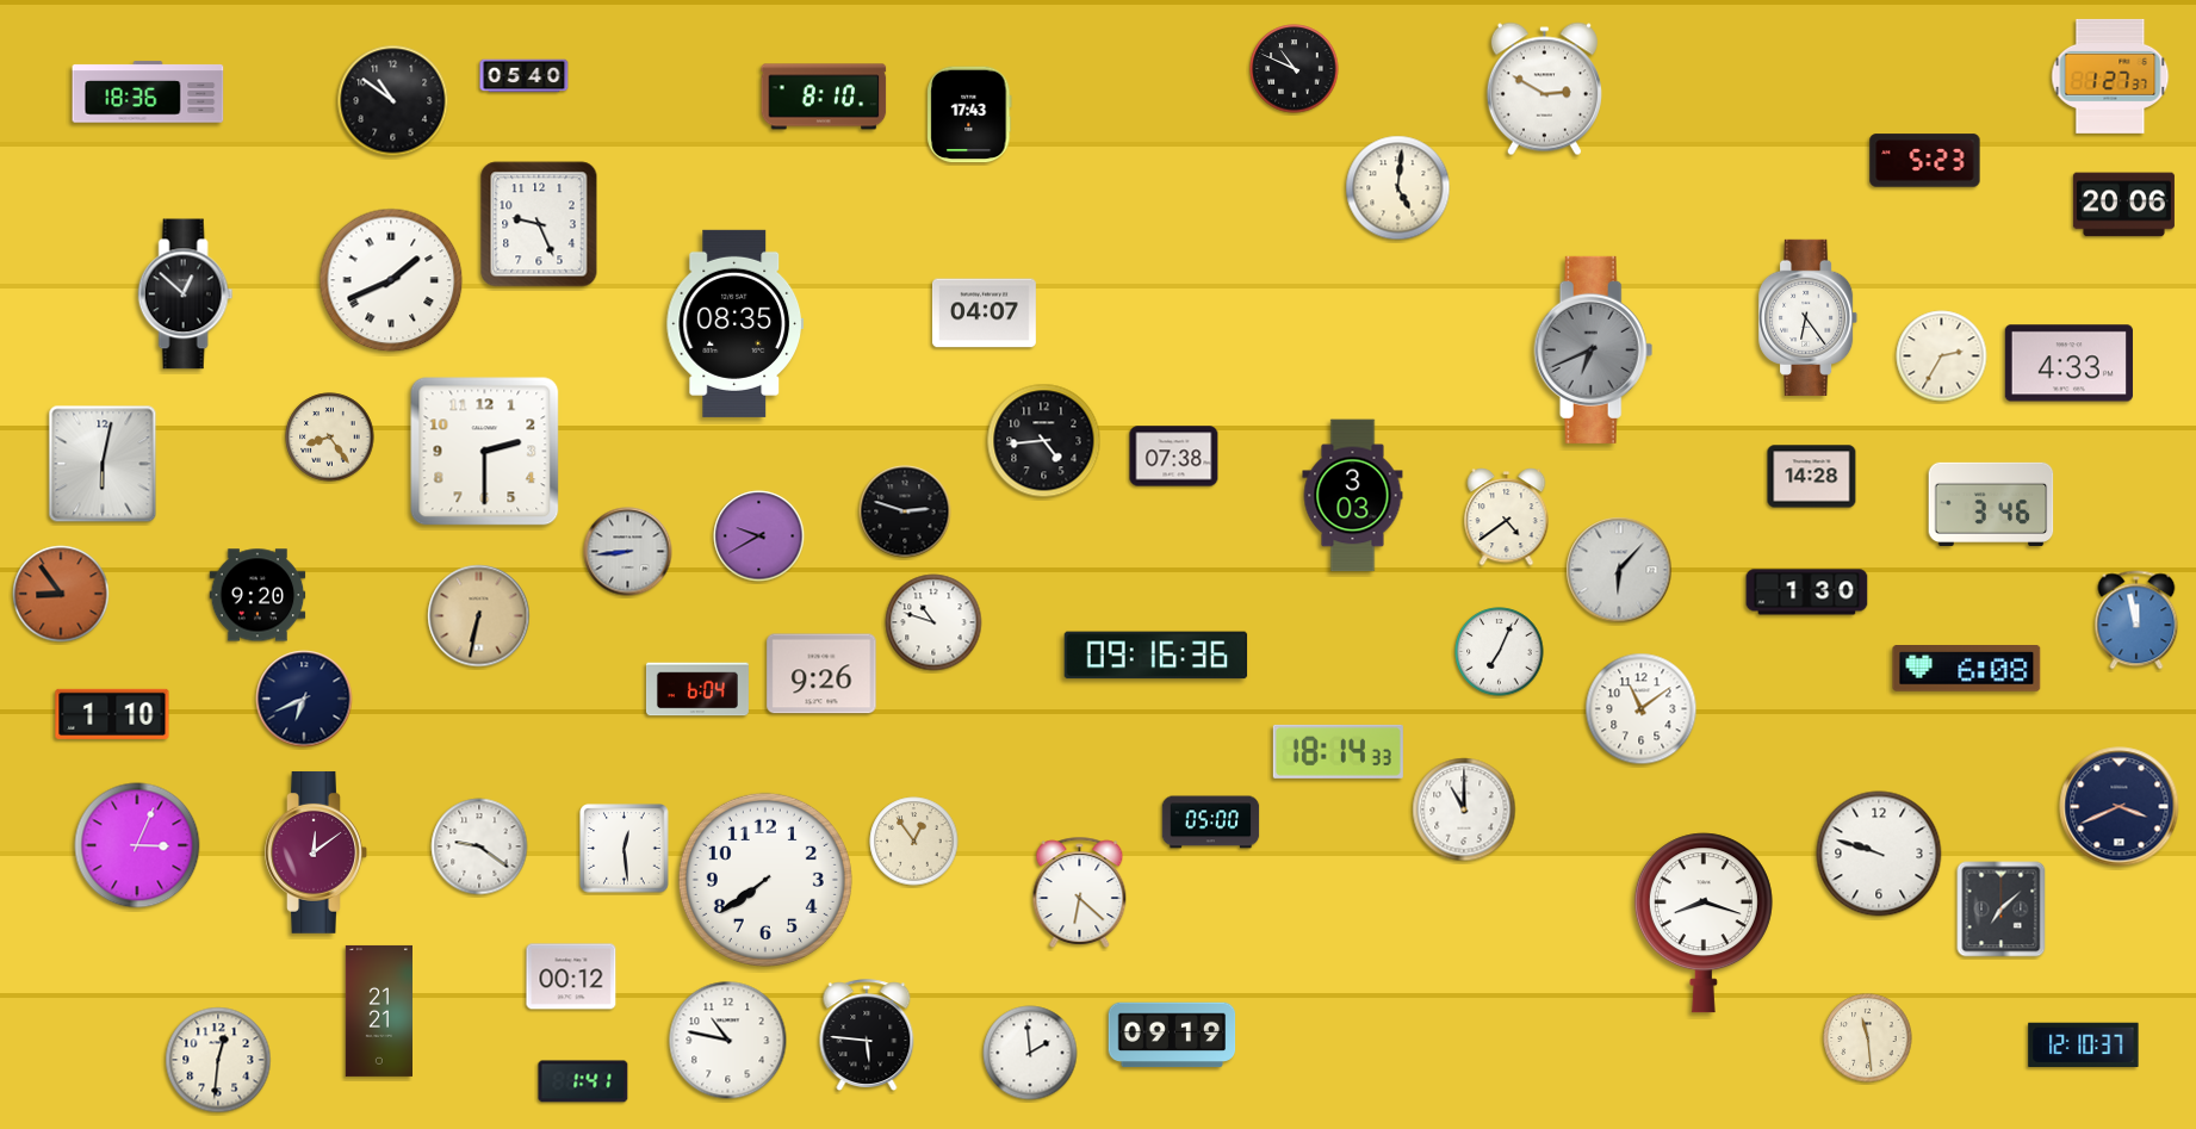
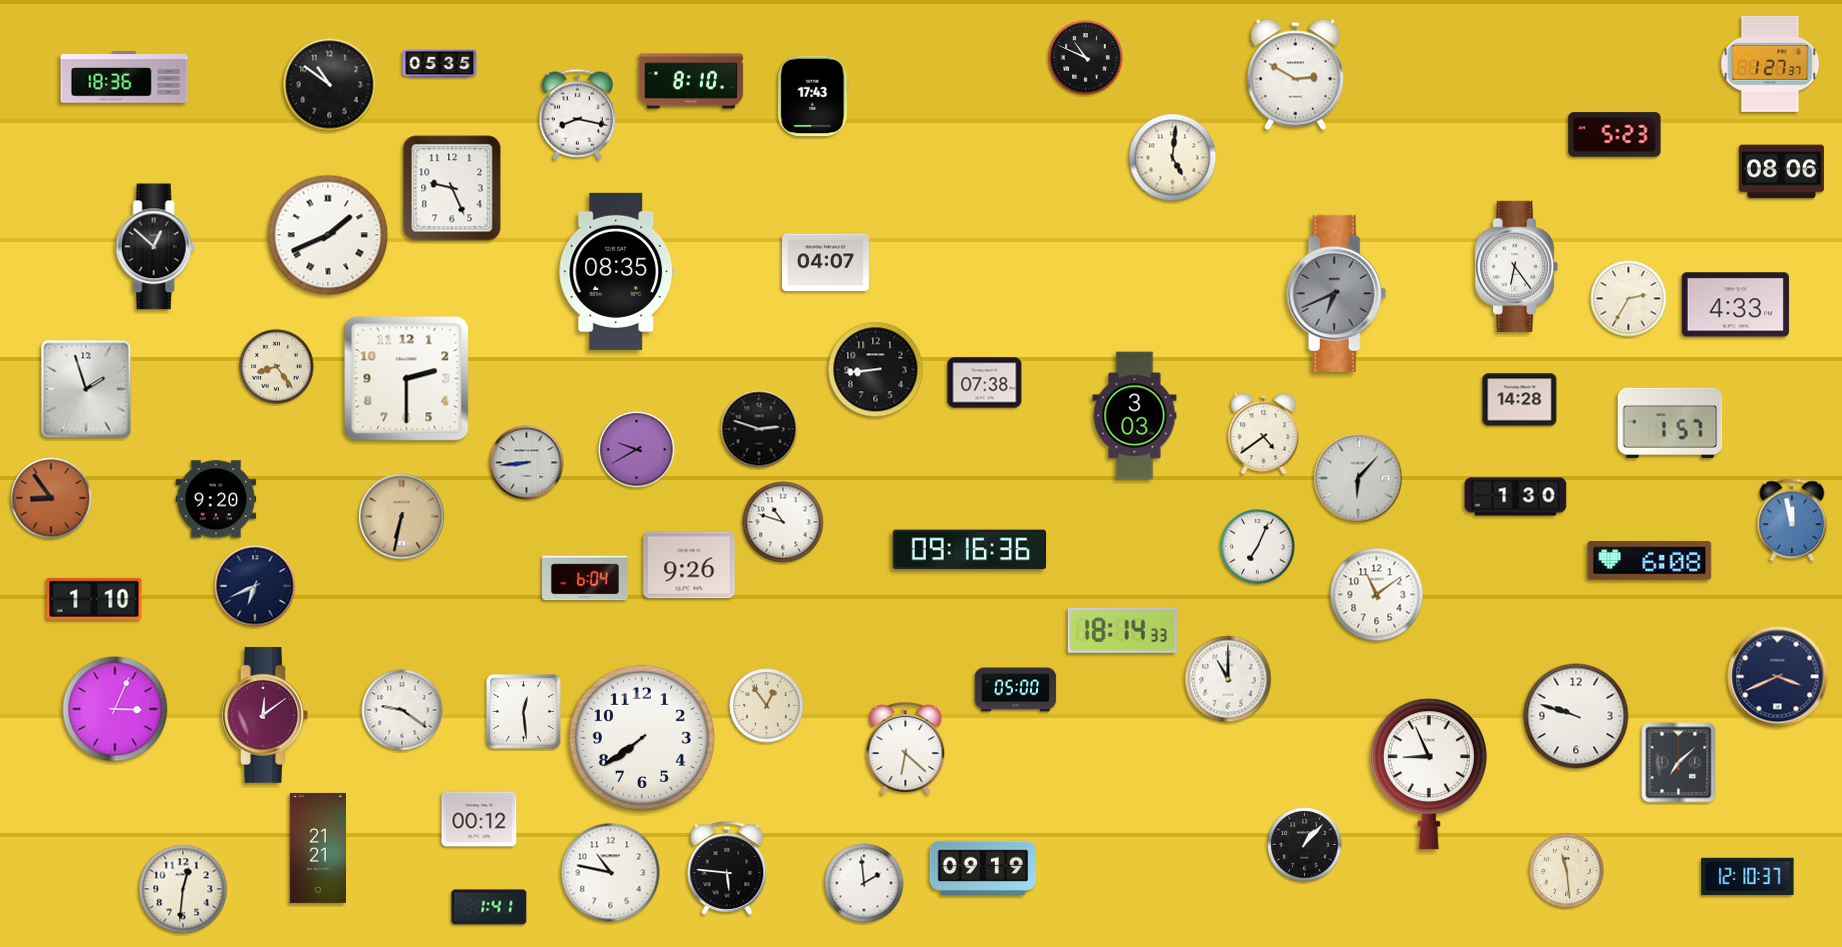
clock at (525, 76): 05:40 -> 05:35
clock at (577, 114): none -> 8:17
clock at (2123, 205): 20:06 -> 08:06
clock at (1044, 441): 4:44 -> 8:44
clock at (103, 464): 6:02 -> 1:57
clock at (1991, 504): 3:46 -> 1:57
clock at (1704, 923): 8:18 -> 8:56
clock at (1305, 845): none -> 1:07
